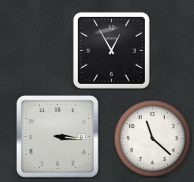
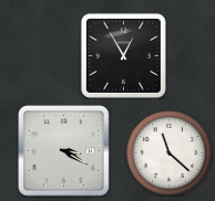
clock at (57, 136): 3:16 -> 3:20
